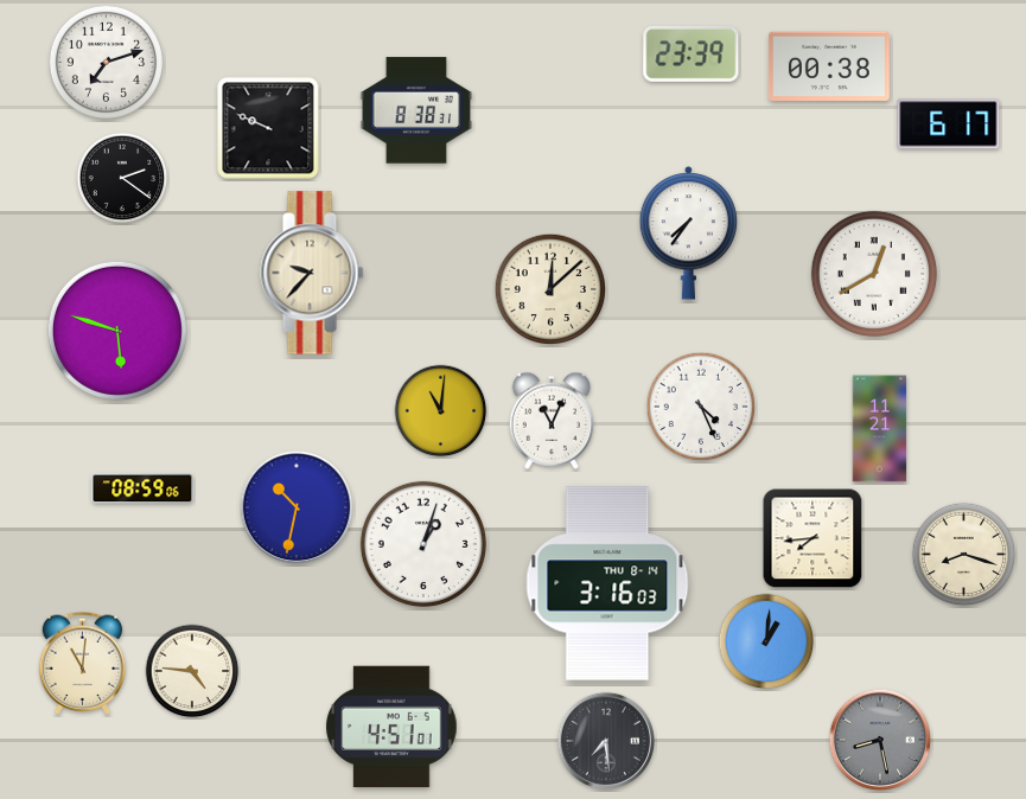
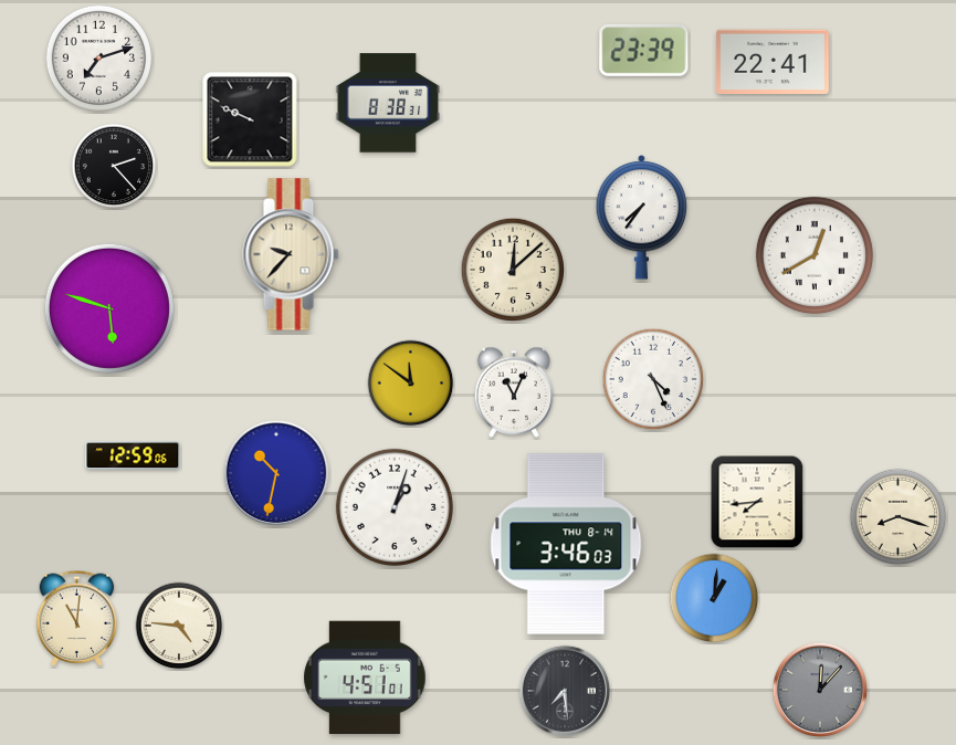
clock at (829, 65): 00:38 -> 22:41
clock at (949, 124): 6:17 -> none
clock at (122, 178): 2:21 -> 2:23
clock at (441, 411): 11:01 -> 11:51
clock at (880, 429): 11:21 -> none
clock at (142, 488): 08:59 -> 12:59
clock at (607, 583): 3:16 -> 3:46
clock at (879, 739): 8:28 -> 12:07
